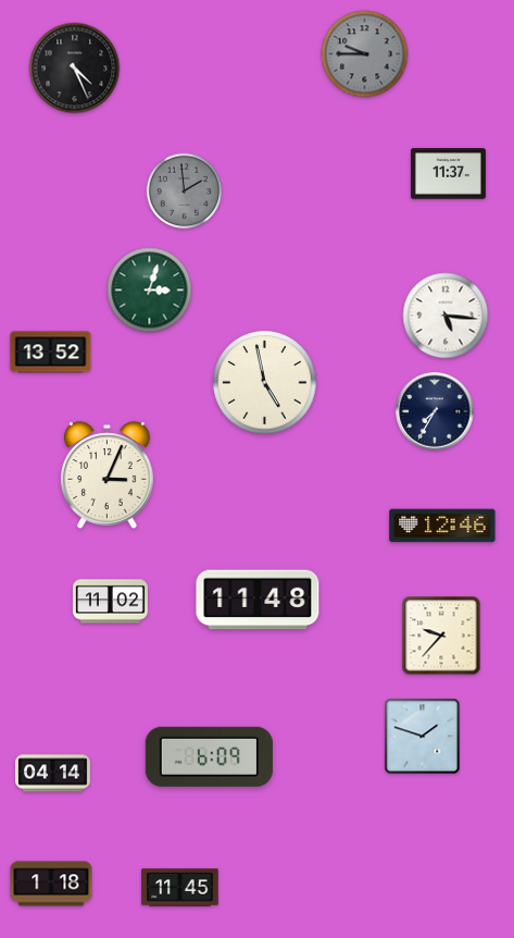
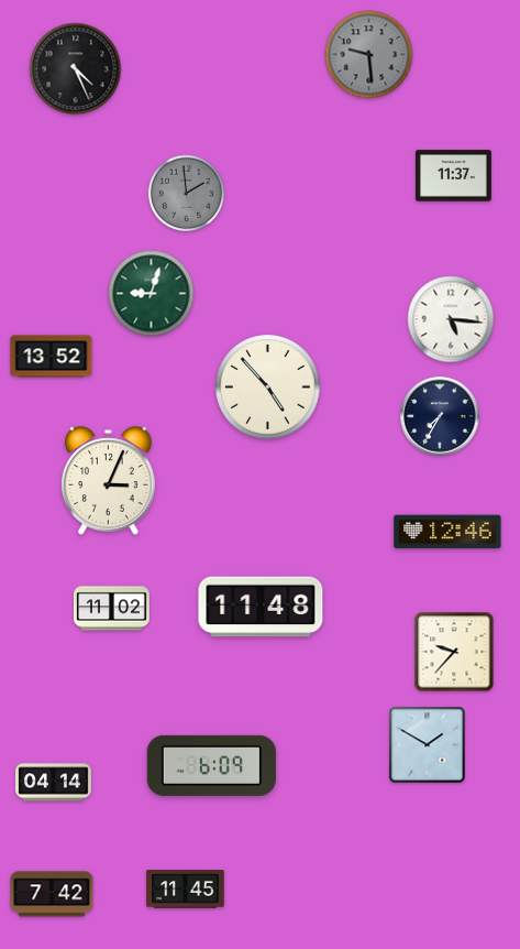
clock at (365, 54): 9:45 -> 9:29
clock at (150, 291): 3:03 -> 9:03
clock at (265, 383): 4:58 -> 4:53
clock at (441, 635) position: (441, 635) -> (454, 652)
clock at (423, 737): 1:48 -> 1:50
clock at (51, 884): 1:18 -> 7:42
clock at (180, 888) position: (180, 888) -> (186, 890)
